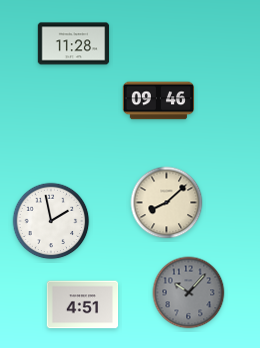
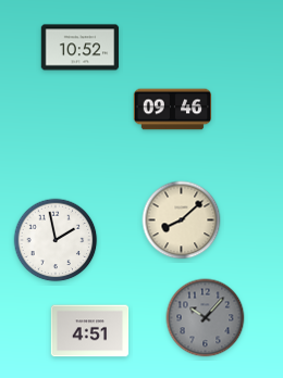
clock at (74, 44): 11:28 -> 10:52
